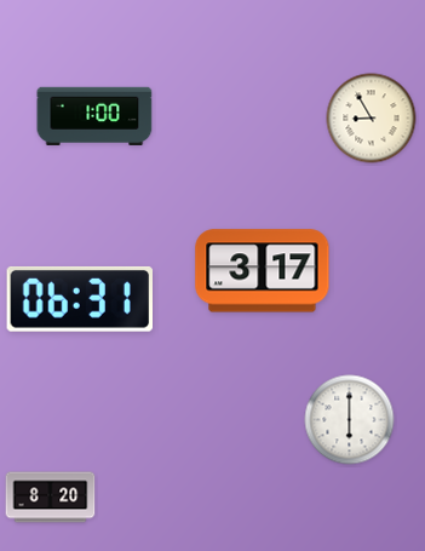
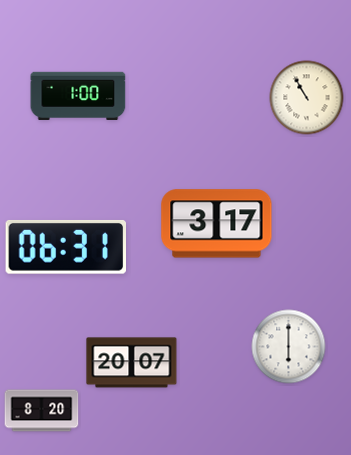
clock at (372, 119): 8:55 -> 10:55
clock at (132, 363): none -> 20:07
